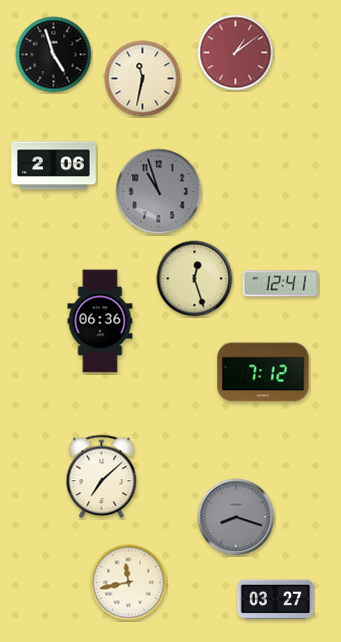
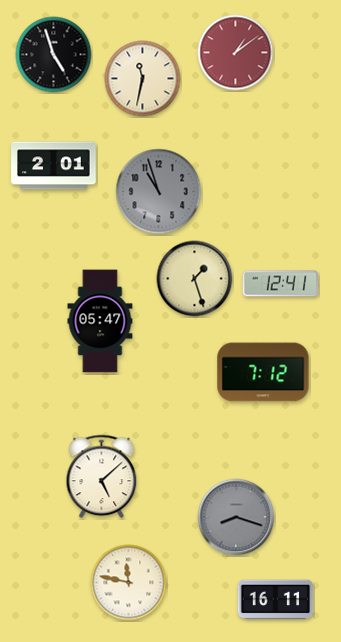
clock at (54, 166): 2:06 -> 2:01
clock at (195, 279): 12:27 -> 1:27
clock at (100, 321): 06:36 -> 05:47
clock at (102, 477): 7:08 -> 5:08
clock at (129, 583): 11:43 -> 11:47
clock at (276, 600): 03:27 -> 16:11
